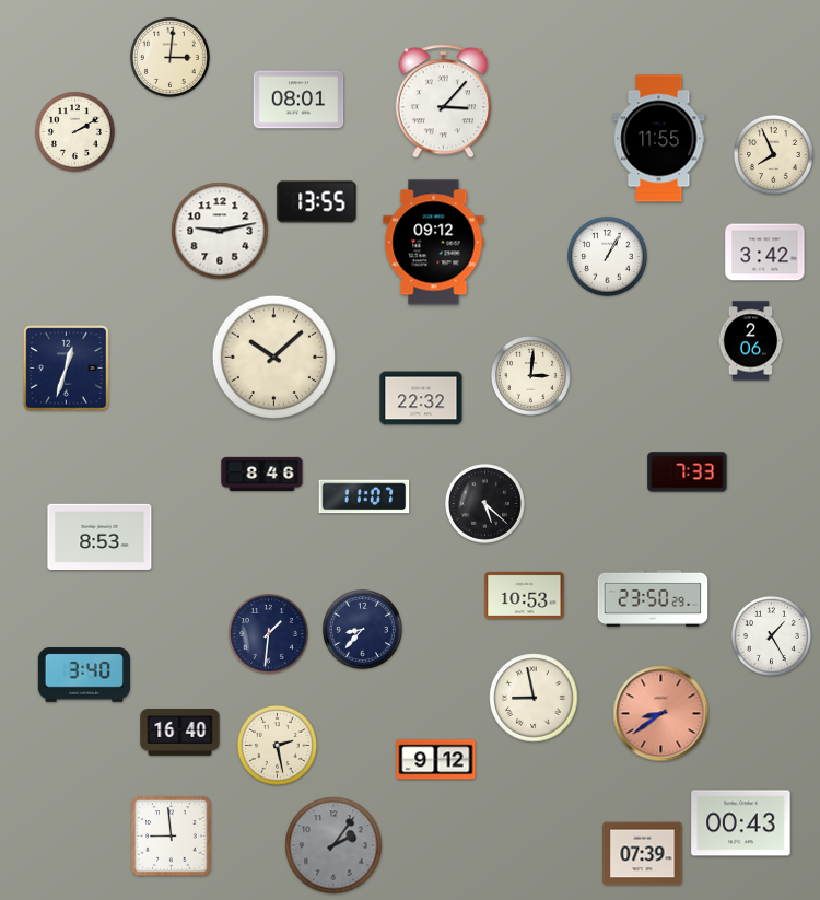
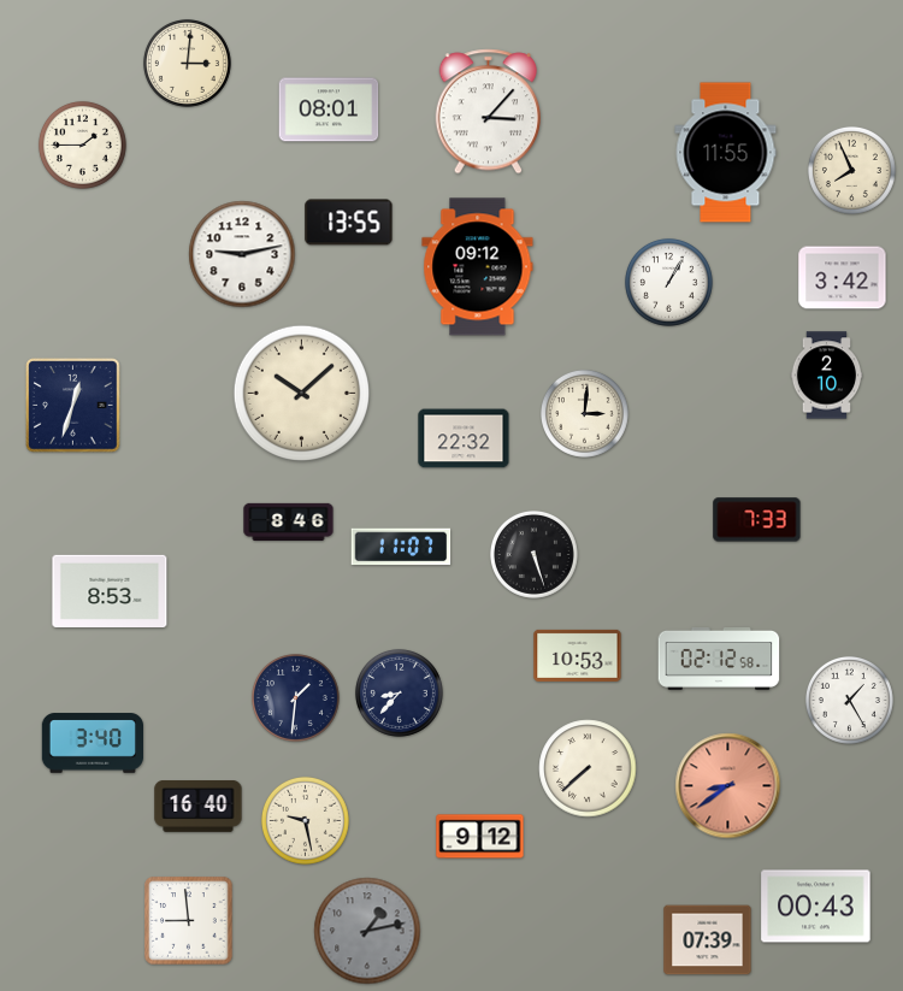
clock at (74, 131): 2:10 -> 1:45
clock at (751, 341): 2:06 -> 2:10
clock at (484, 503): 5:22 -> 5:27
clock at (653, 598): 23:50 -> 02:12
clock at (534, 698): 8:58 -> 7:38
clock at (277, 745): 2:28 -> 9:28
clock at (333, 845): 2:06 -> 1:13
